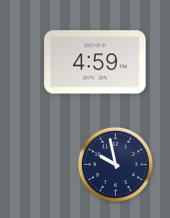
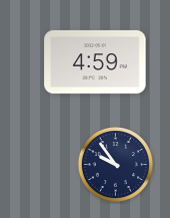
clock at (116, 165): 9:58 -> 9:54
